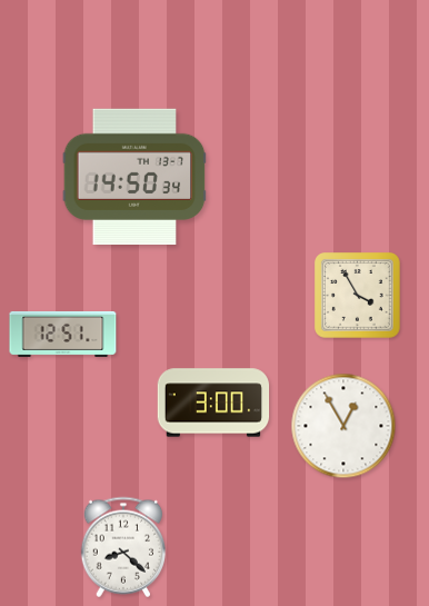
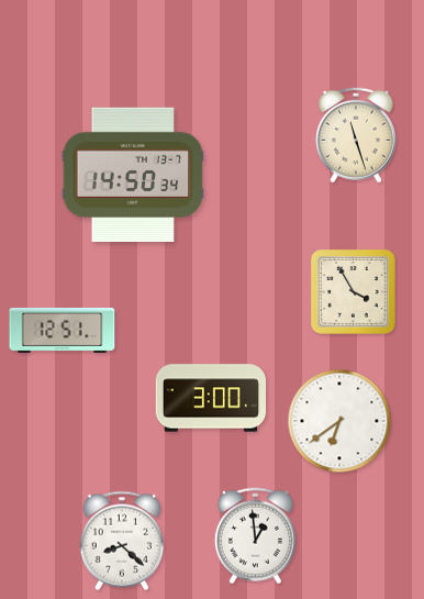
clock at (356, 135): none -> 11:27
clock at (343, 426): 12:55 -> 6:39
clock at (255, 536): none -> 12:59
